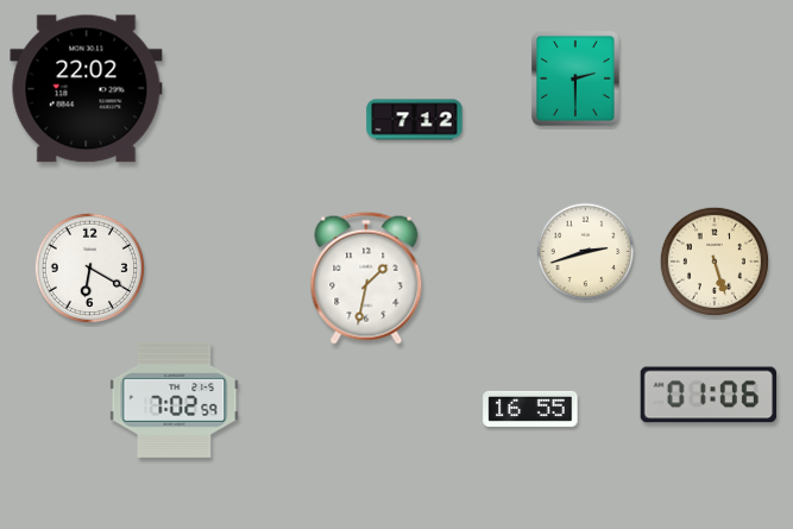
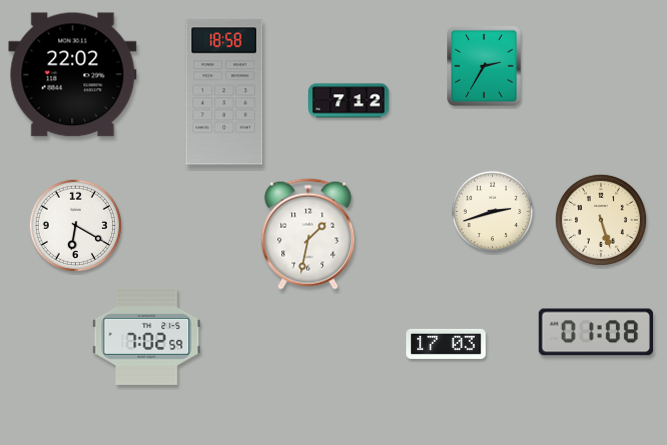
clock at (575, 78): 2:30 -> 2:35
clock at (224, 92): none -> 18:58
clock at (707, 395): 01:06 -> 01:08
clock at (530, 409): 16:55 -> 17:03
